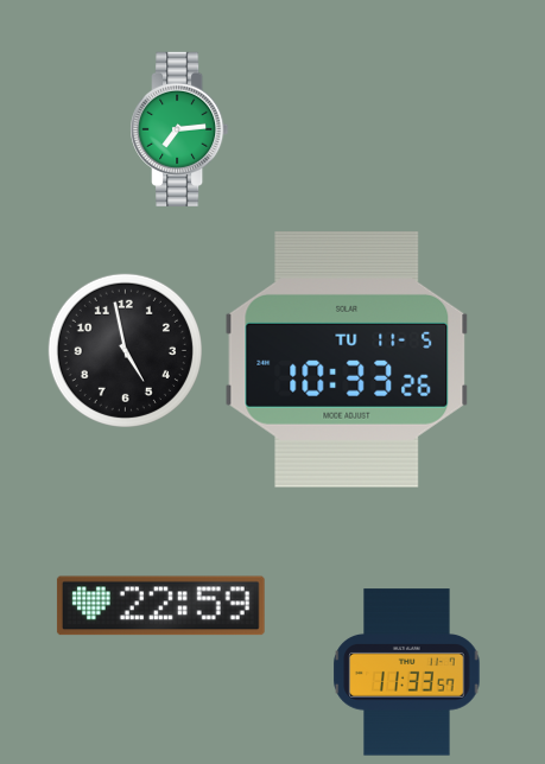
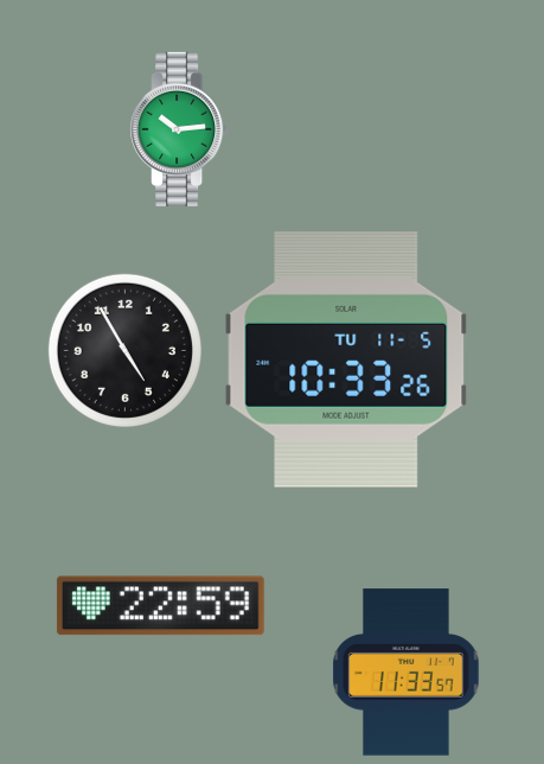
clock at (179, 129): 7:14 -> 10:14
clock at (125, 350): 4:58 -> 4:55
